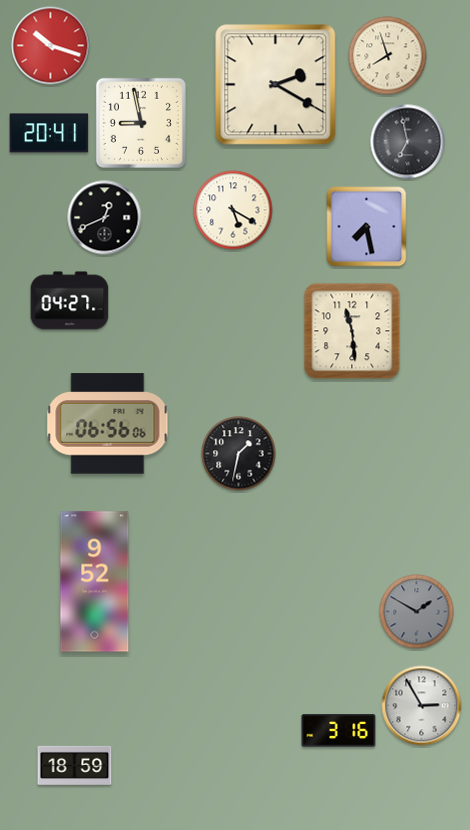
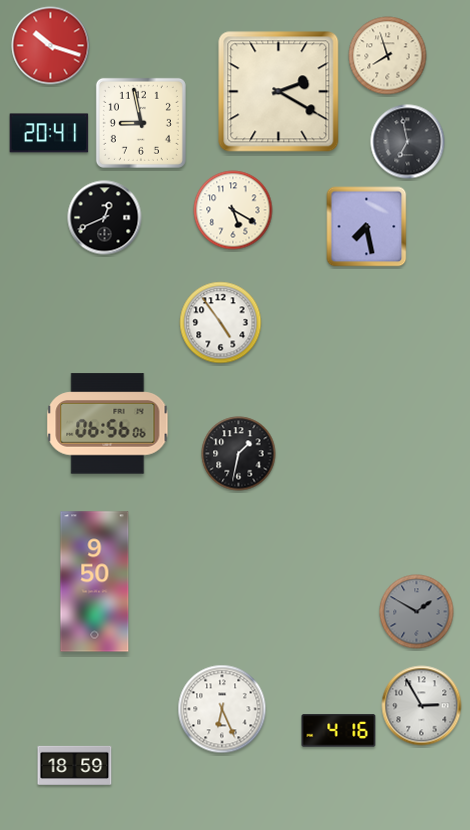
clock at (276, 85) position: (276, 85) -> (279, 92)
clock at (70, 301): 04:27 -> none
clock at (221, 323): none -> 4:54
clock at (352, 331): 11:29 -> none
clock at (95, 582): 9:52 -> 9:50
clock at (222, 709): none -> 6:26
clock at (339, 731): 3:16 -> 4:16
